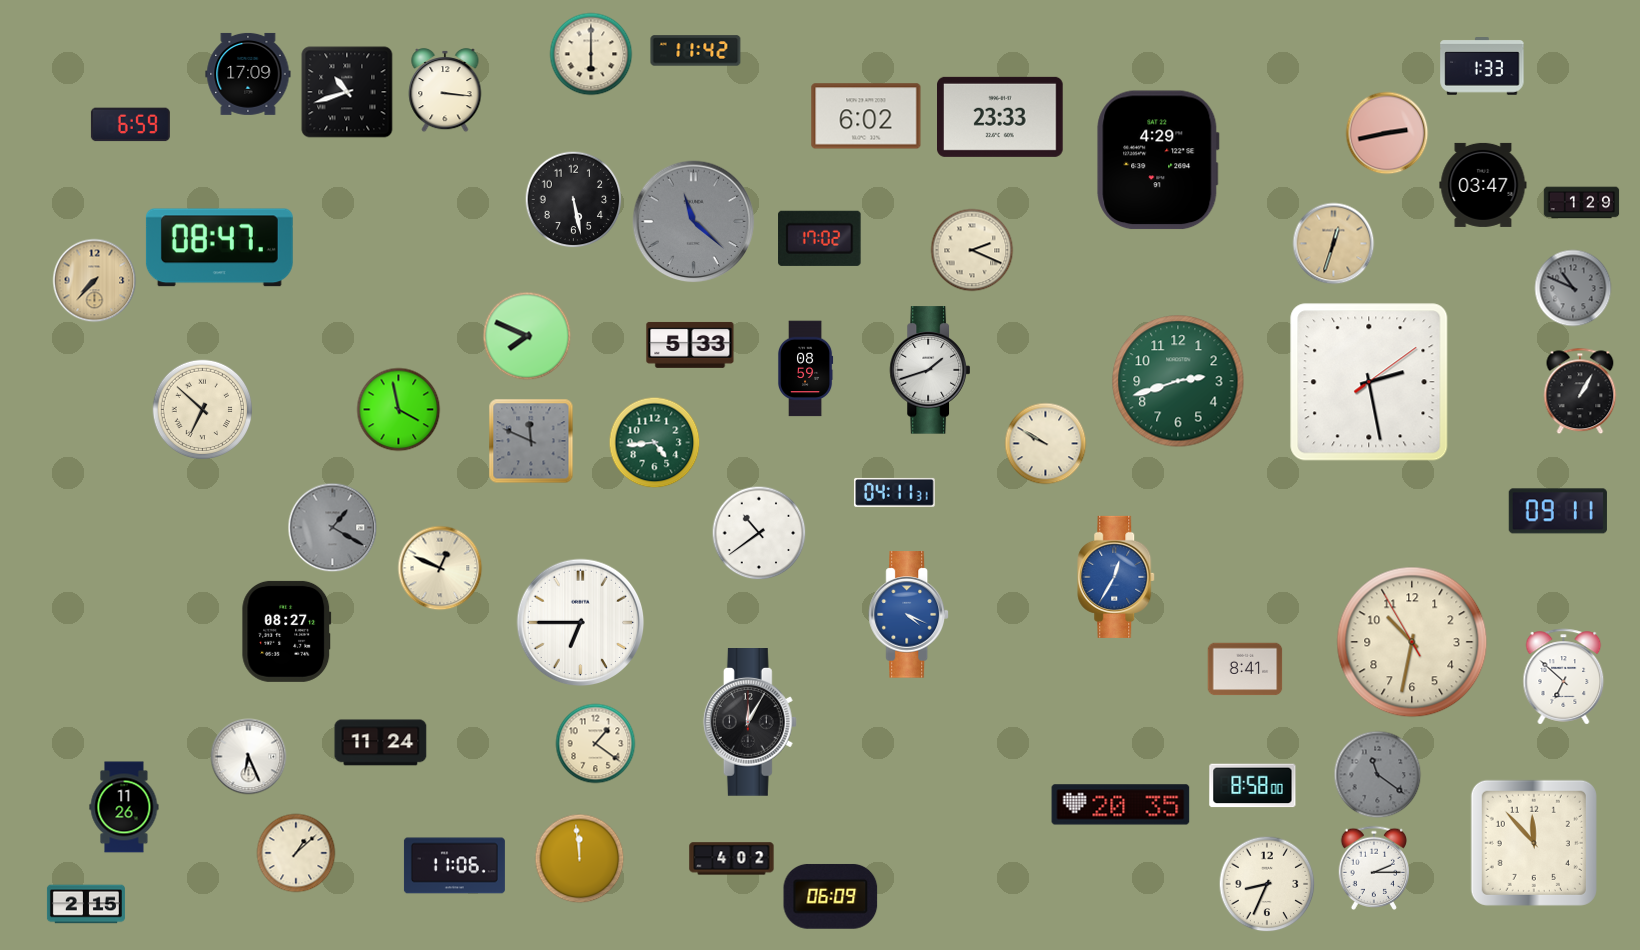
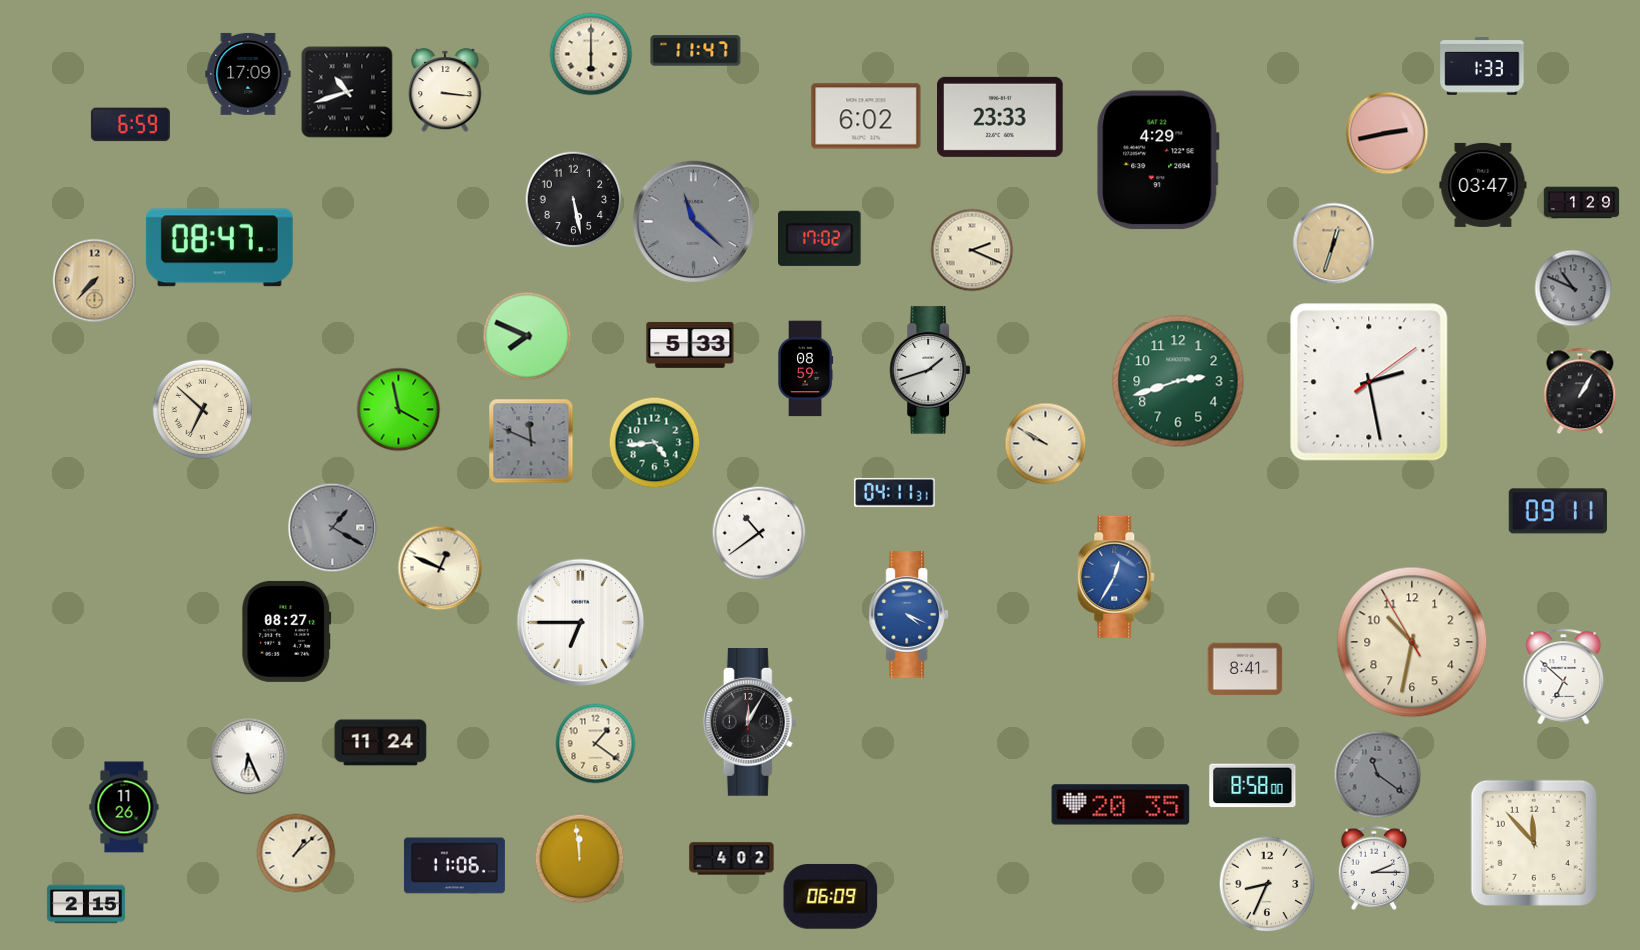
clock at (696, 51): 11:42 -> 11:47
